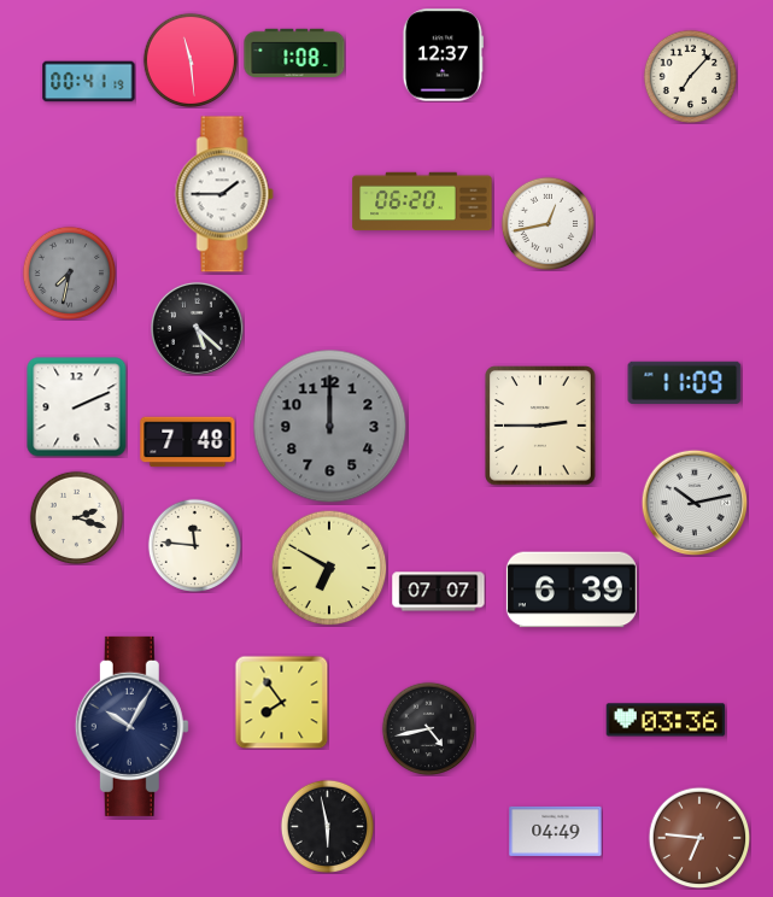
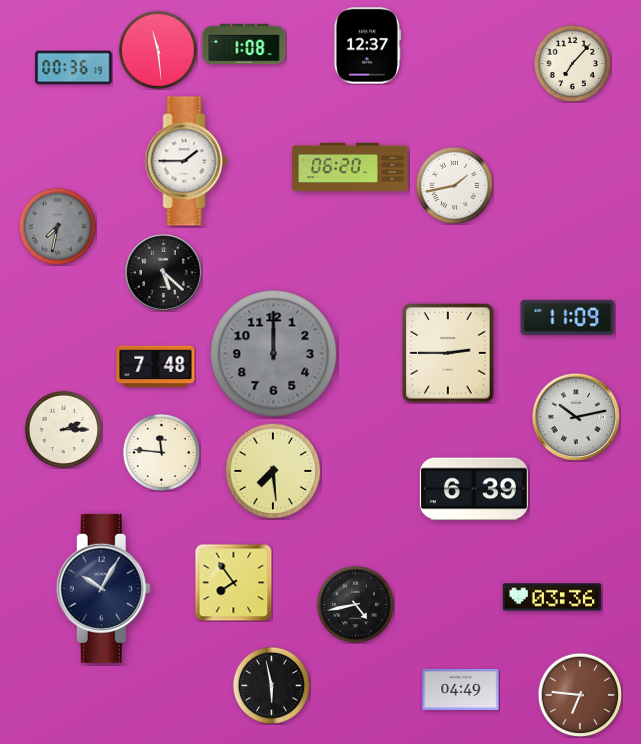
clock at (89, 82): 00:41 -> 00:36
clock at (547, 223): 12:43 -> 1:43
clock at (77, 408): 2:11 -> none
clock at (76, 517): 2:18 -> 2:15
clock at (329, 568): 6:50 -> 7:29
clock at (439, 592): 07:07 -> none
clock at (131, 726) position: (131, 726) -> (103, 588)
